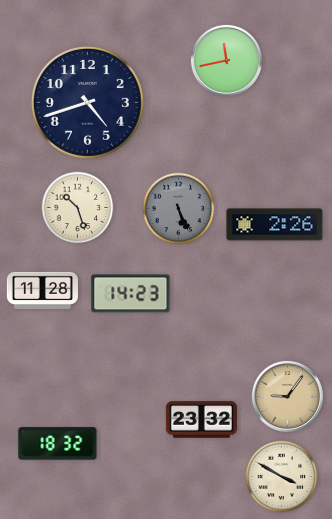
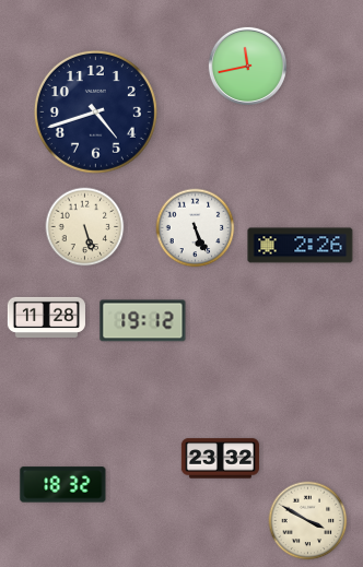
clock at (78, 208): 10:27 -> 5:27
clock at (179, 209) dial: grey -> white
clock at (131, 294): 14:23 -> 19:12
clock at (287, 396): 9:06 -> none
